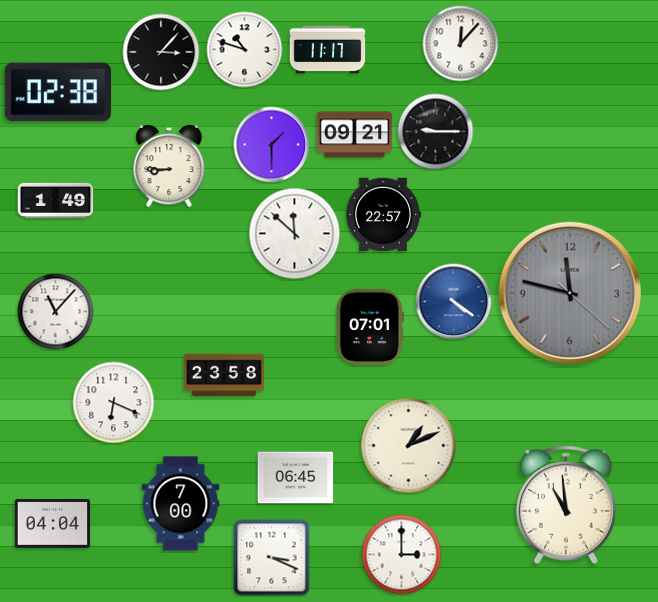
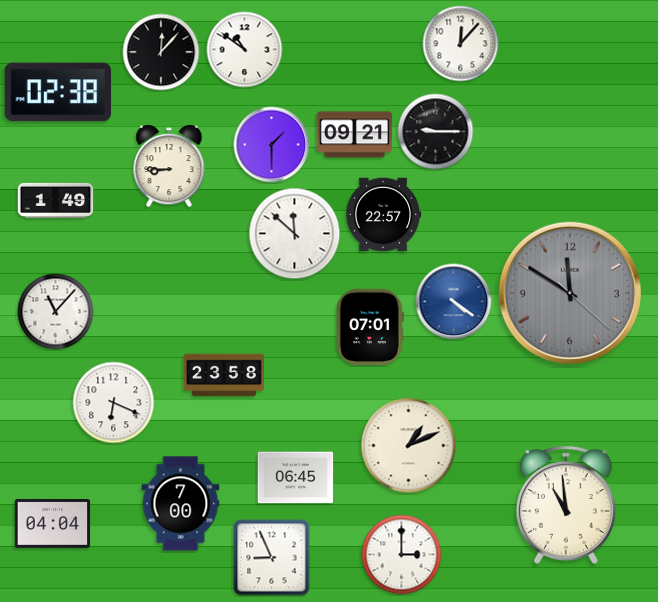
clock at (245, 50): 10:48 -> 10:51
clock at (328, 50): 11:17 -> none
clock at (161, 52): 3:07 -> 12:07
clock at (570, 293): 11:47 -> 11:50
clock at (272, 558): 3:19 -> 8:56
